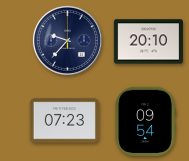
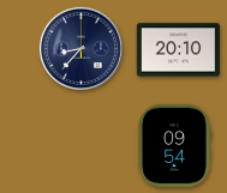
clock at (67, 40): 9:37 -> 8:37
clock at (64, 121): 07:23 -> none
